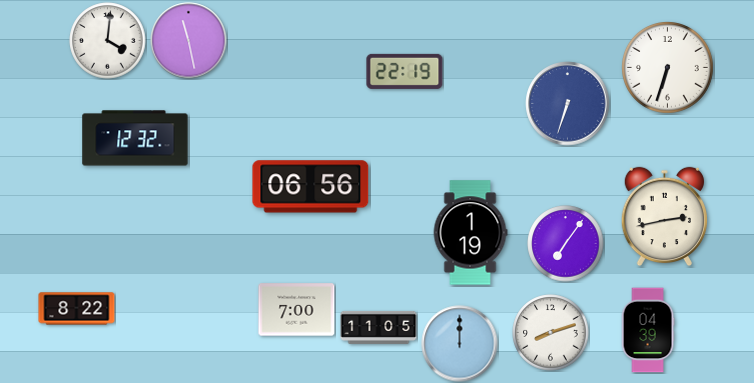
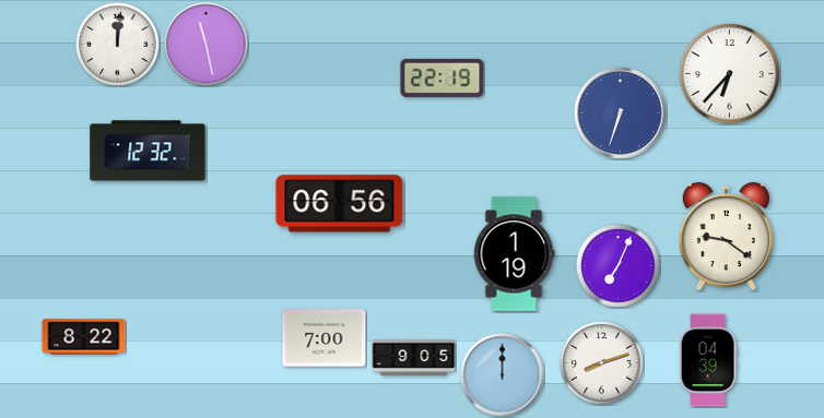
clock at (108, 41): 4:01 -> 12:01
clock at (668, 68): 6:33 -> 6:37
clock at (664, 217): 2:43 -> 9:21
clock at (566, 244): 7:06 -> 7:04
clock at (379, 327): 11:05 -> 9:05
